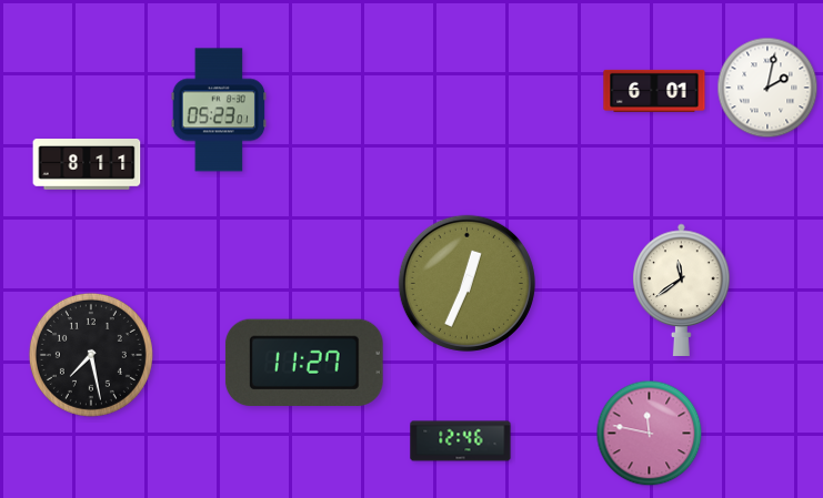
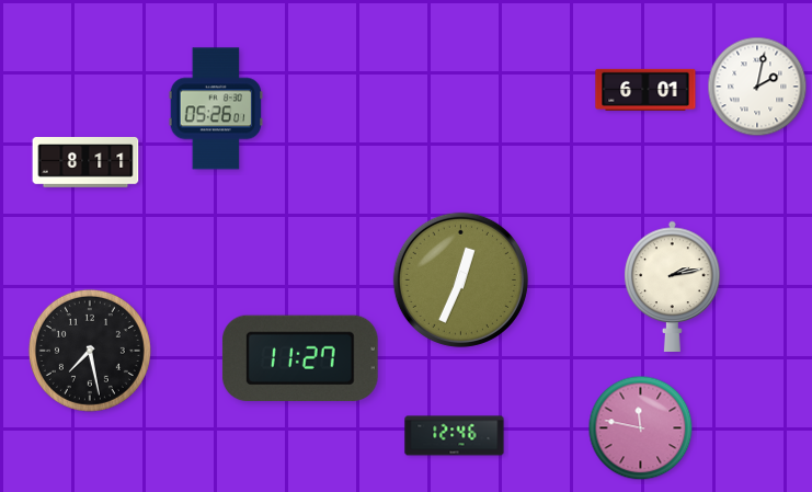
clock at (219, 110): 05:23 -> 05:26
clock at (682, 289): 11:39 -> 2:13
